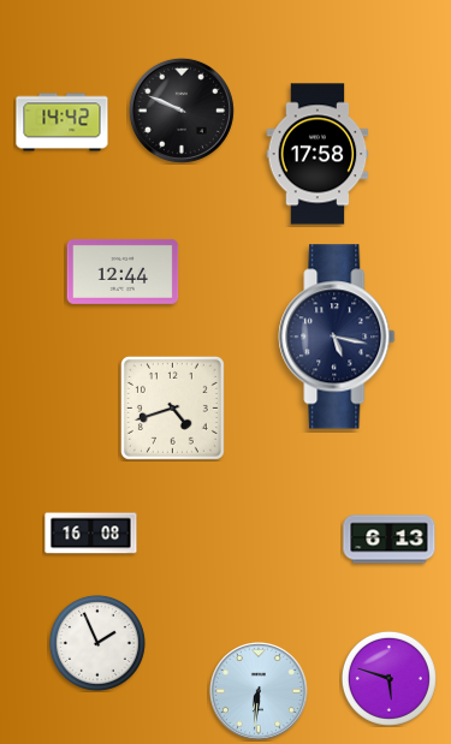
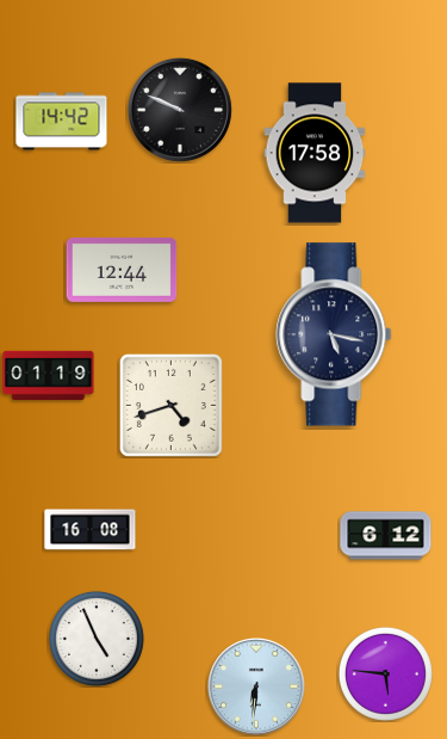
clock at (49, 375): none -> 01:19
clock at (390, 540): 6:13 -> 6:12
clock at (97, 643): 1:56 -> 4:56
clock at (388, 678): 5:48 -> 5:46
